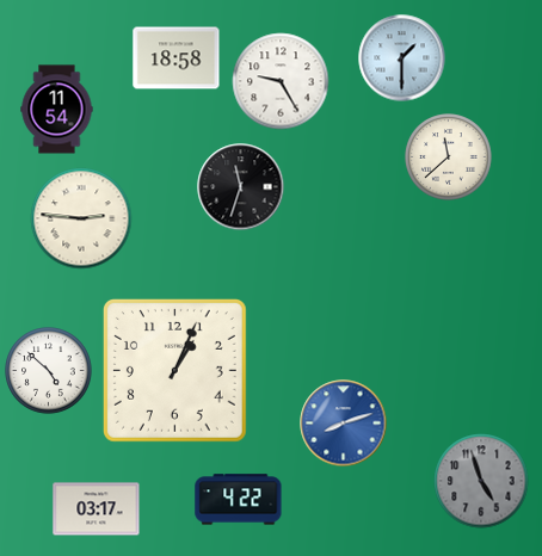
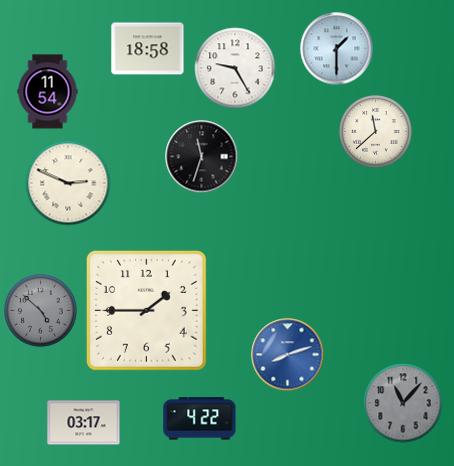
clock at (81, 218): 2:46 -> 2:49
clock at (174, 370): 1:04 -> 1:45
clock at (49, 371) dial: white -> grey
clock at (481, 481): 4:57 -> 11:07
clock at (97, 509) position: (97, 509) -> (84, 423)
